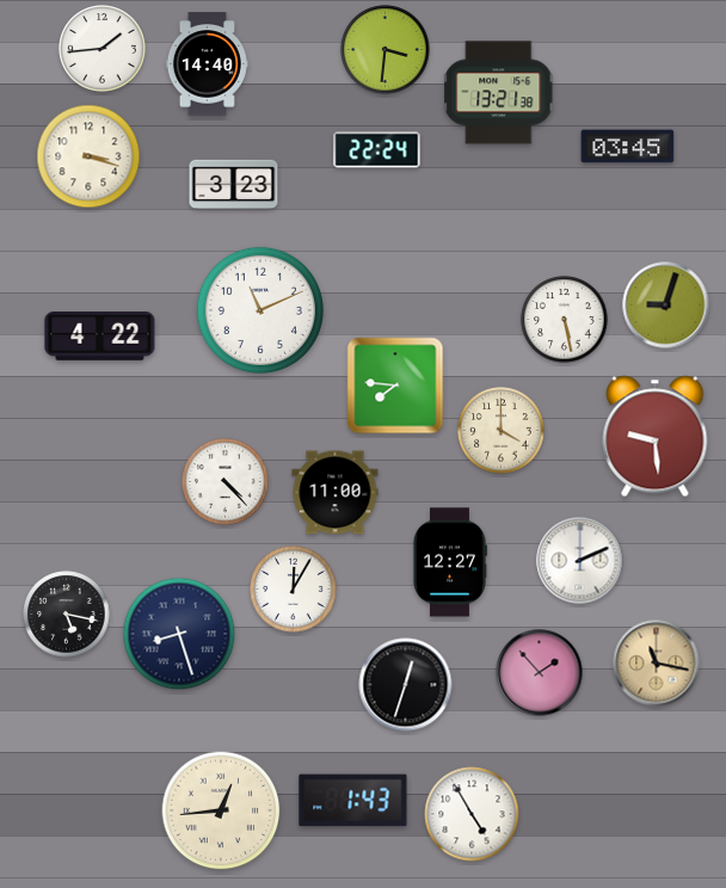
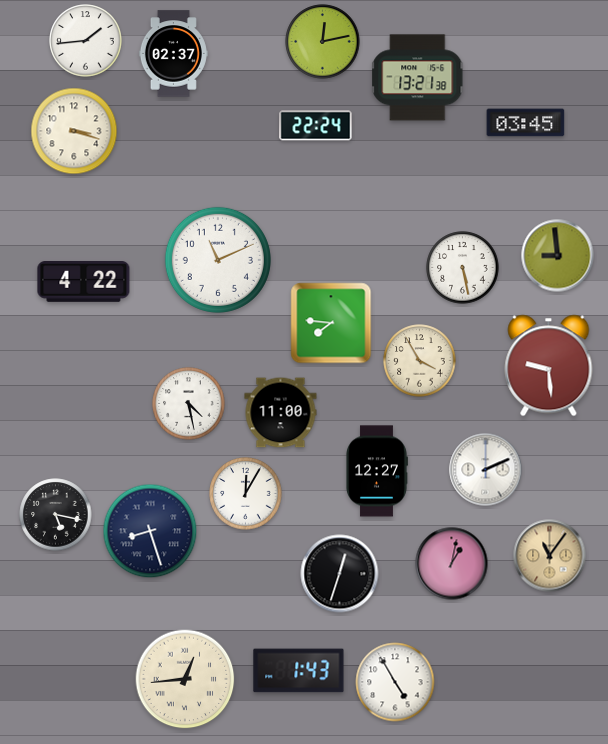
clock at (386, 50): 3:31 -> 12:13
clock at (207, 64): 14:40 -> 02:37
clock at (234, 185): 3:23 -> none
clock at (666, 306): 9:03 -> 8:59
clock at (565, 320) position: (565, 320) -> (463, 268)
clock at (502, 431): 4:00 -> 3:55
clock at (226, 482): 4:23 -> 4:28
clock at (657, 664): 11:17 -> 11:06
clock at (540, 673): 1:53 -> 1:02
clock at (353, 801) position: (353, 801) -> (299, 671)
